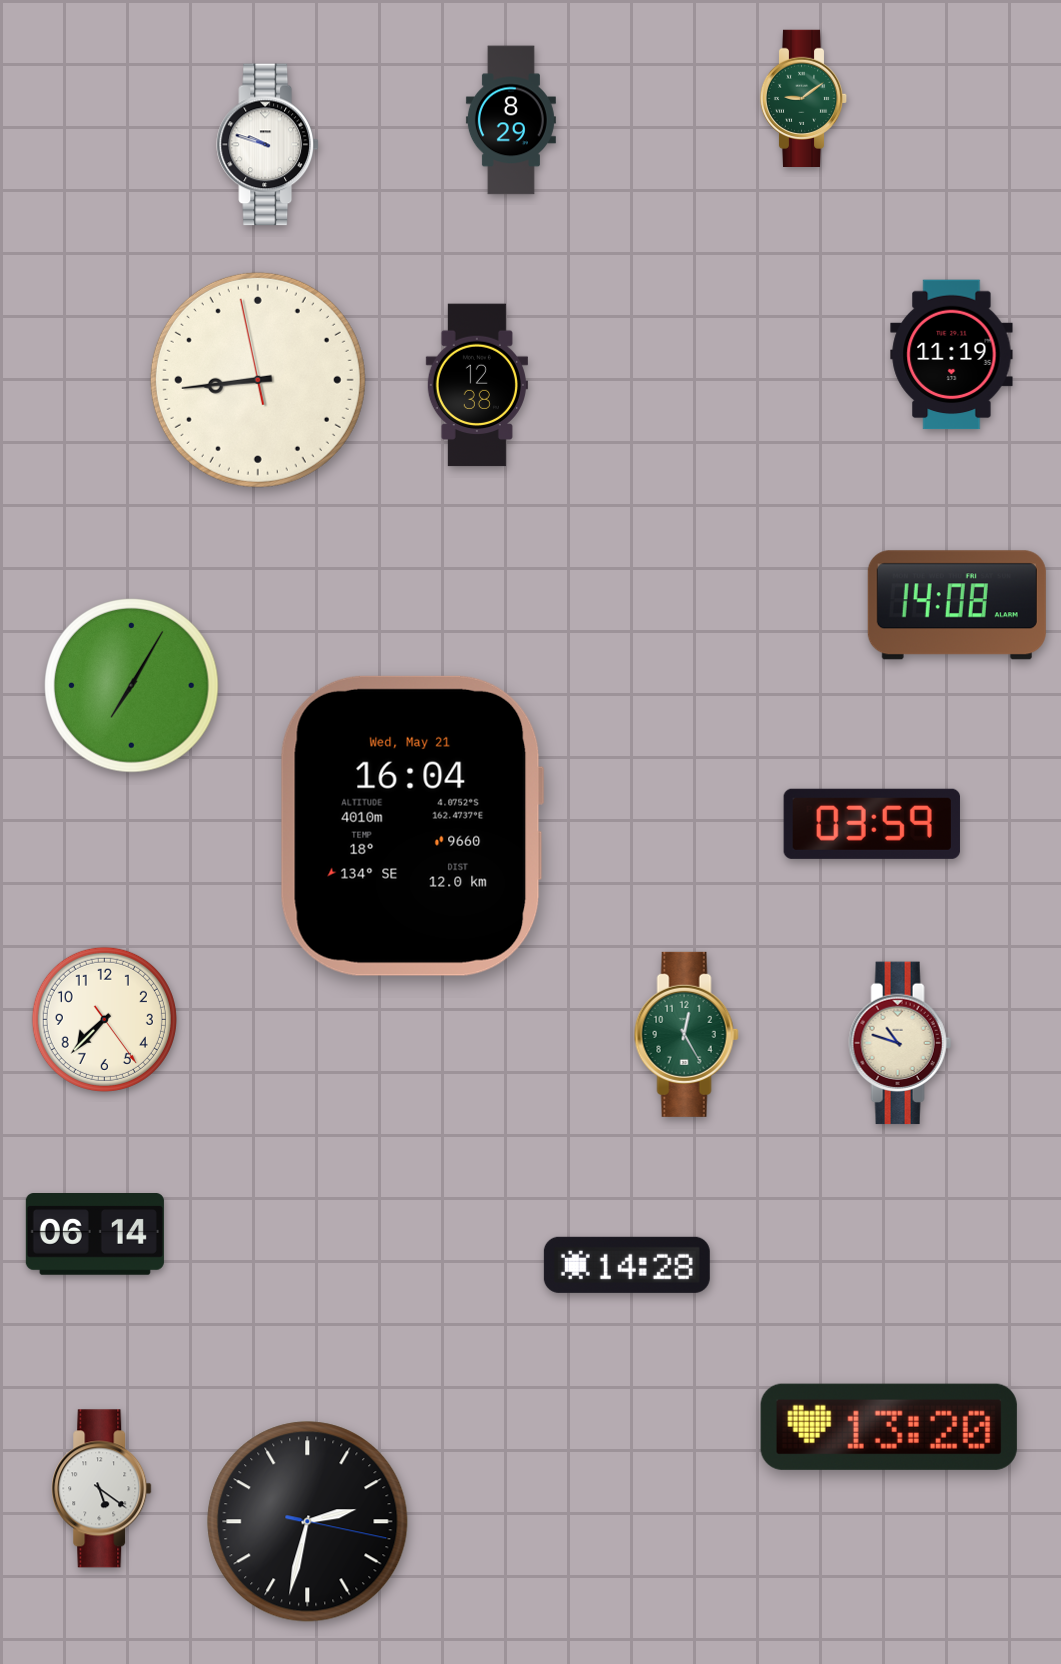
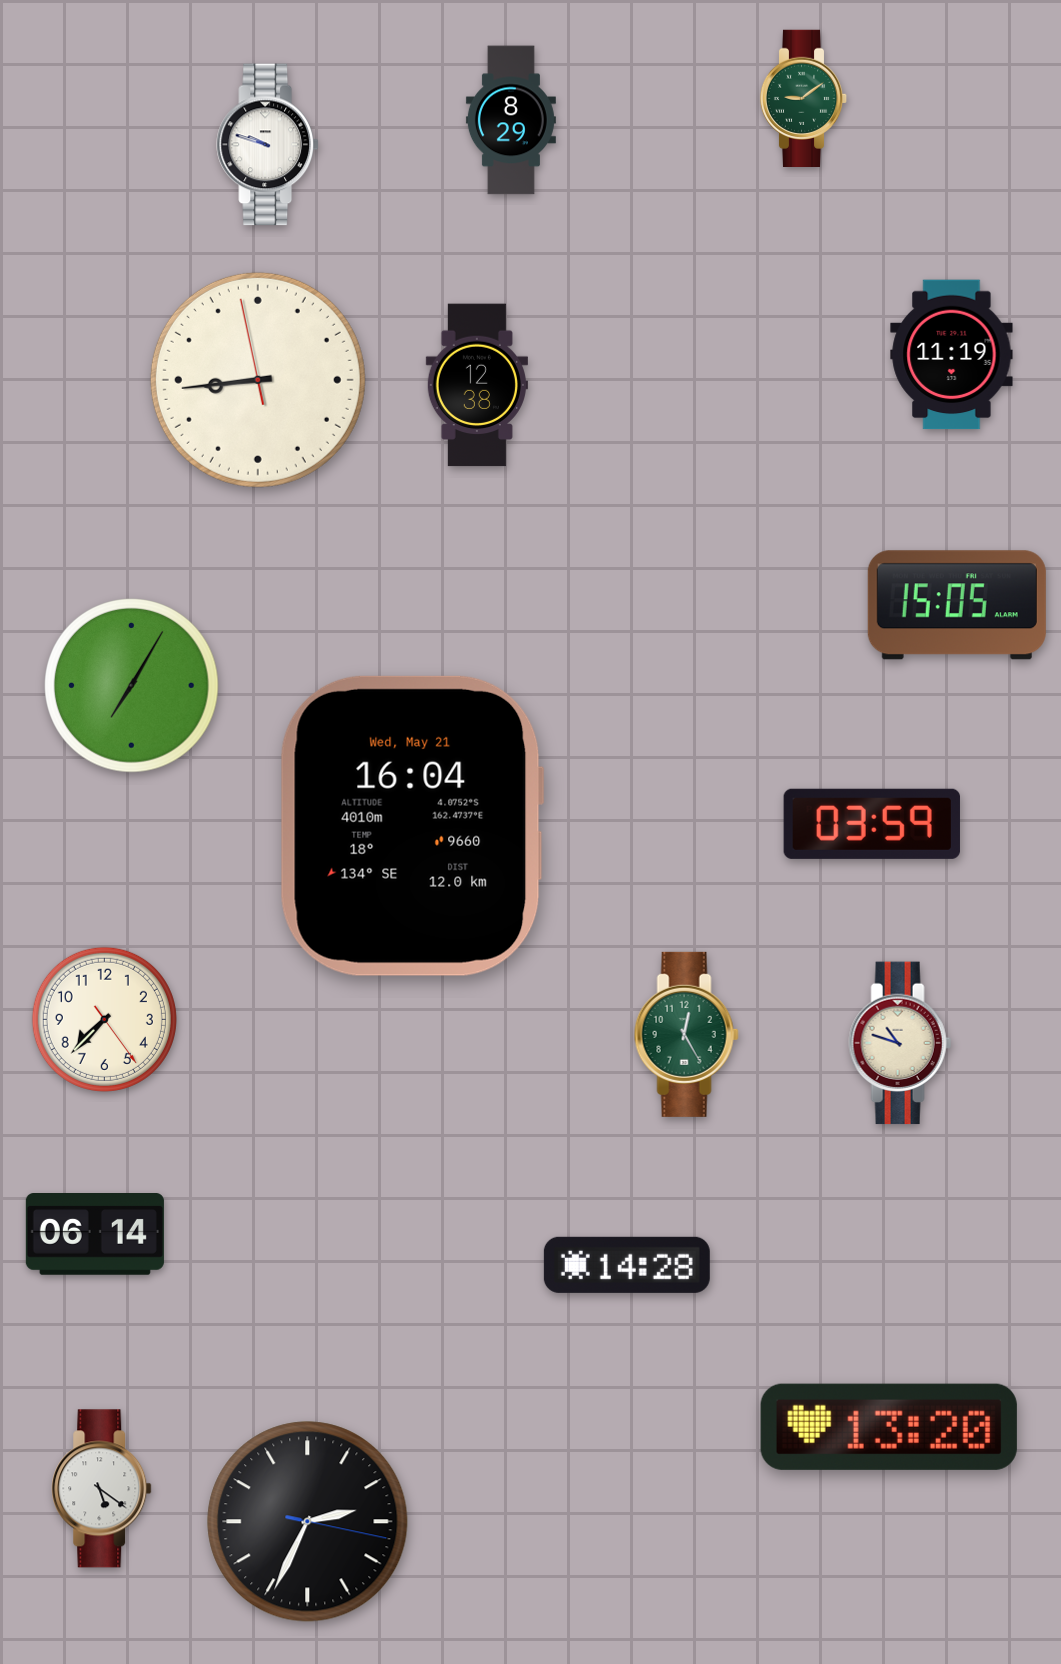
clock at (957, 605): 14:08 -> 15:05
clock at (308, 1522): 2:32 -> 2:34
